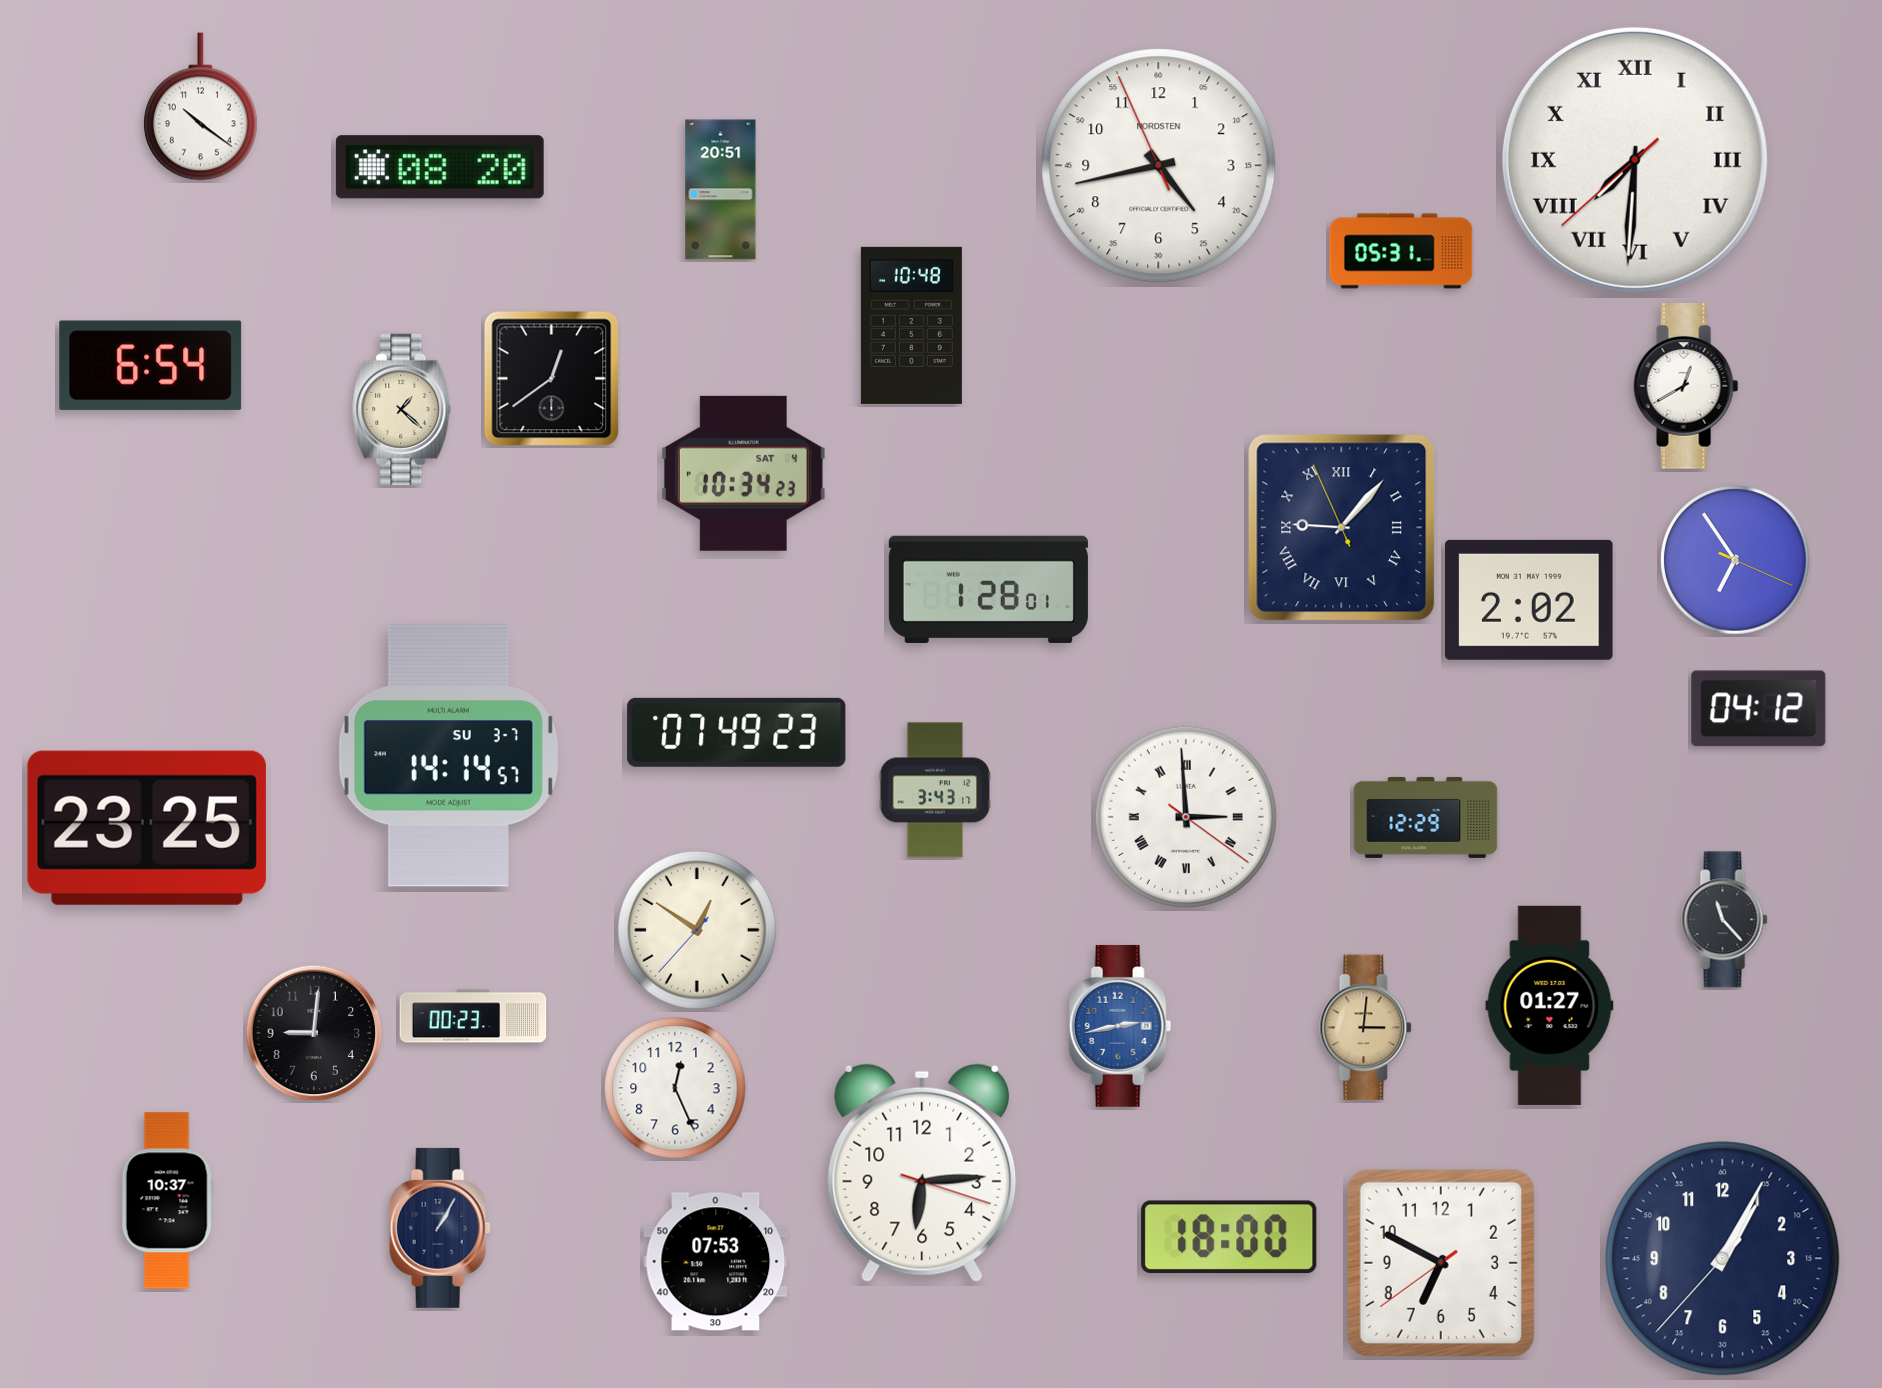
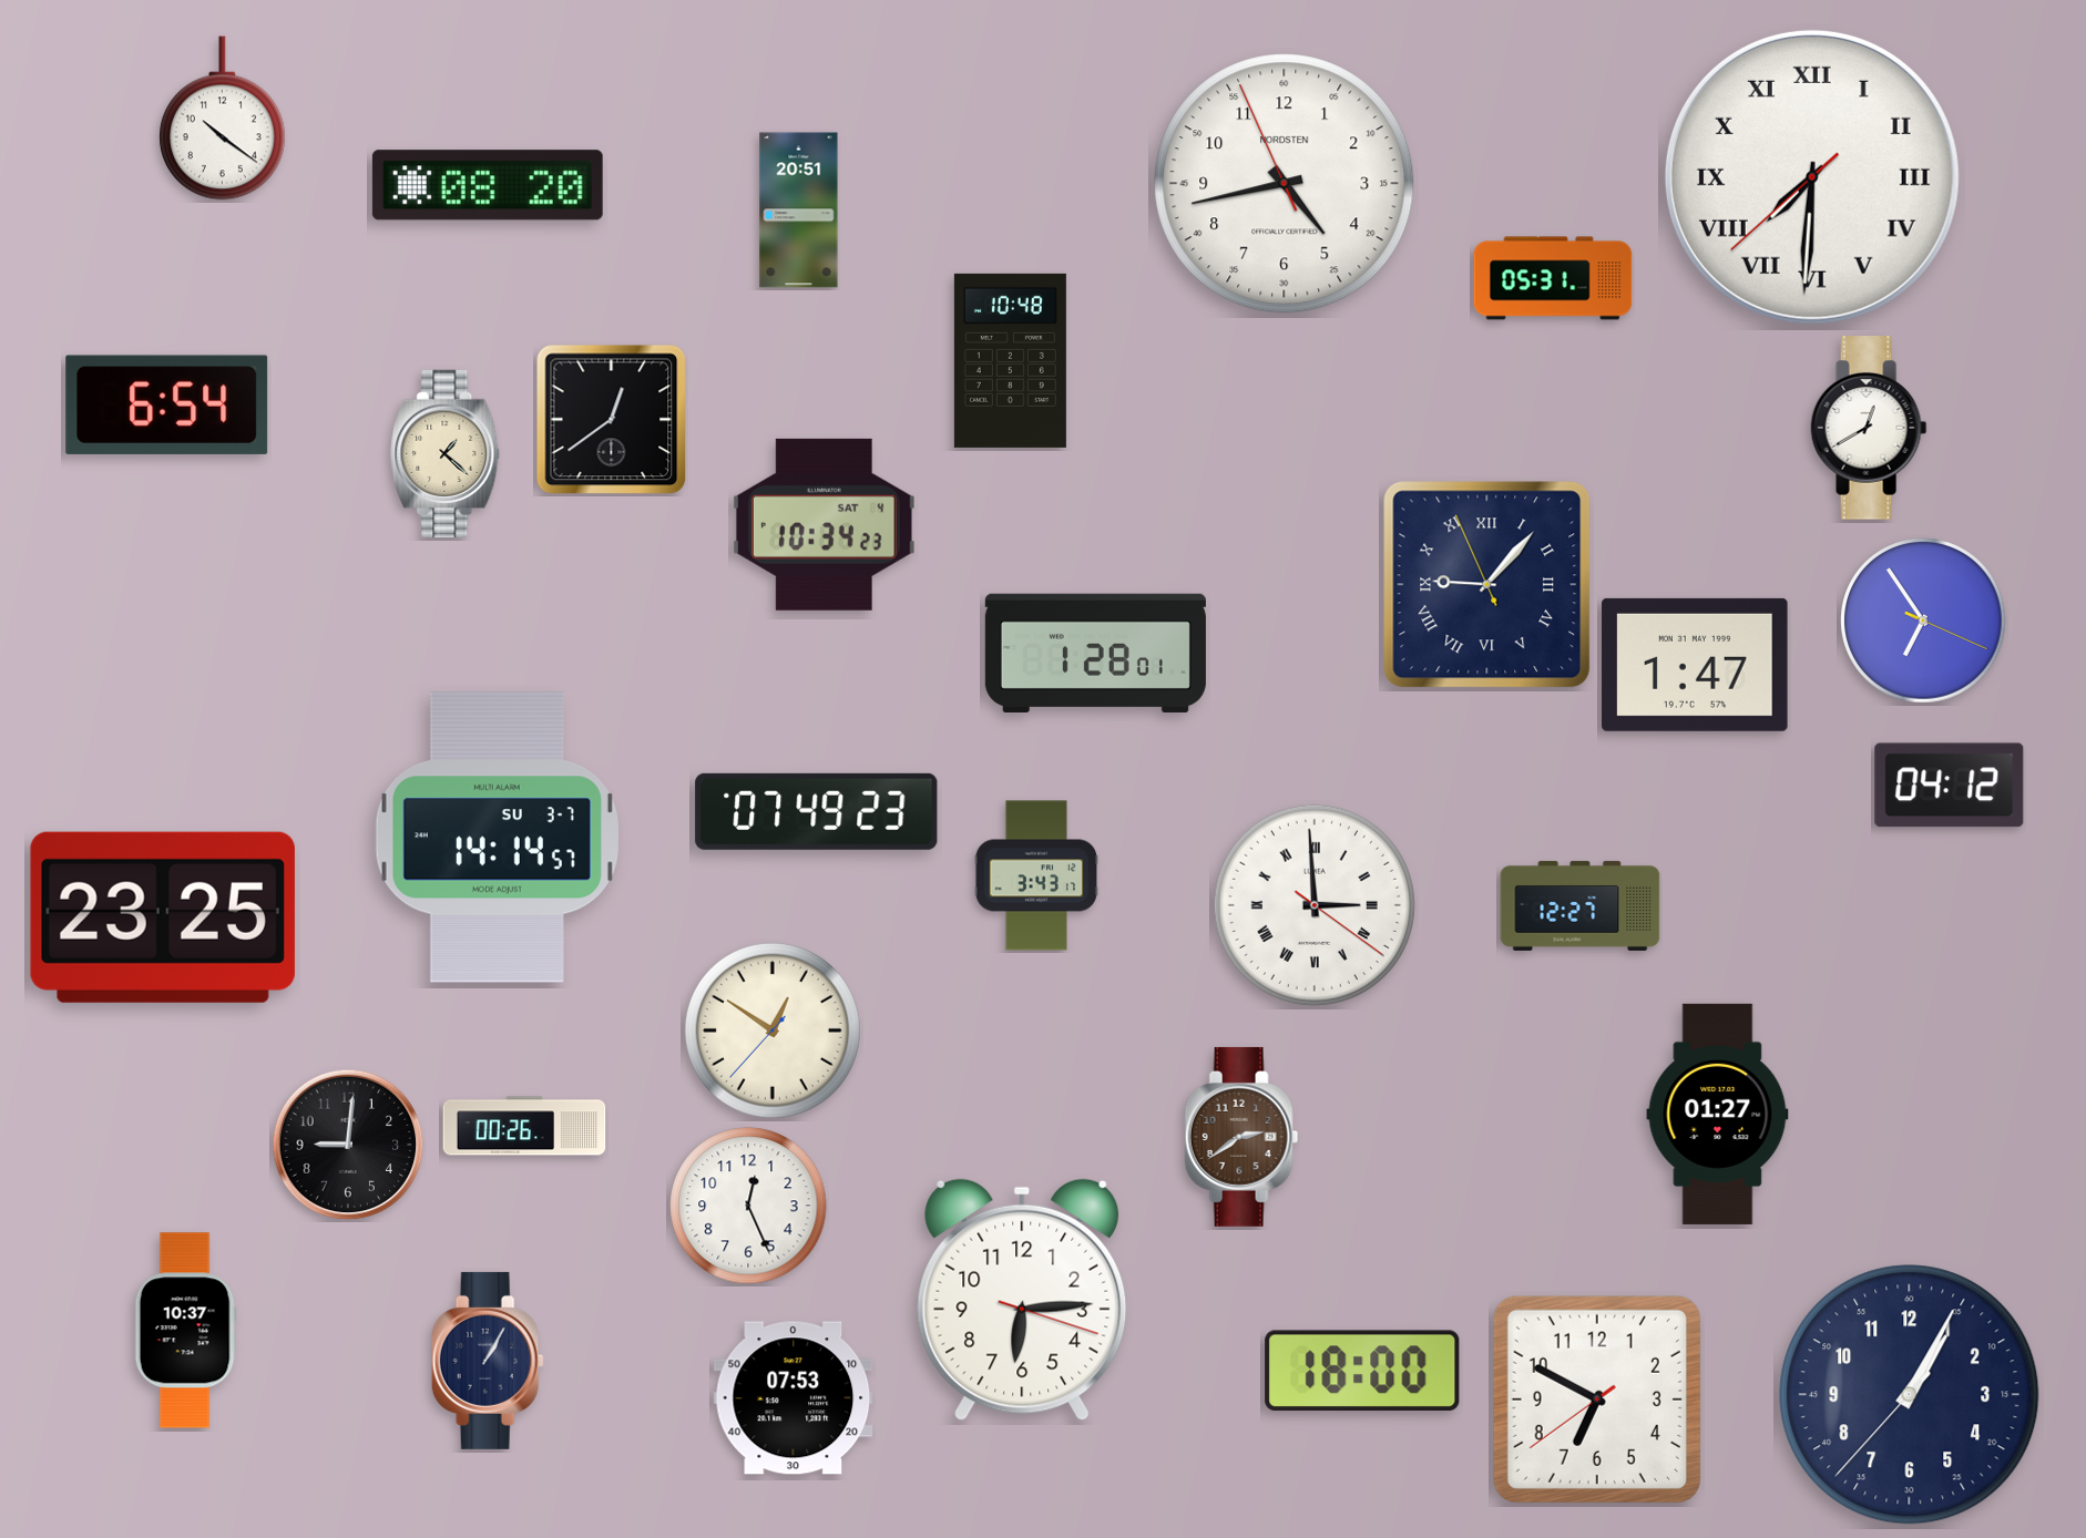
clock at (1529, 600): 2:02 -> 1:47
clock at (1426, 817): 12:29 -> 12:27
clock at (1725, 920): 11:23 -> none
clock at (473, 1016): 00:23 -> 00:26
clock at (1120, 1026): 2:43 -> 2:39
clock at (1120, 1026) dial: blue -> brown
clock at (1366, 1028): 3:01 -> none
